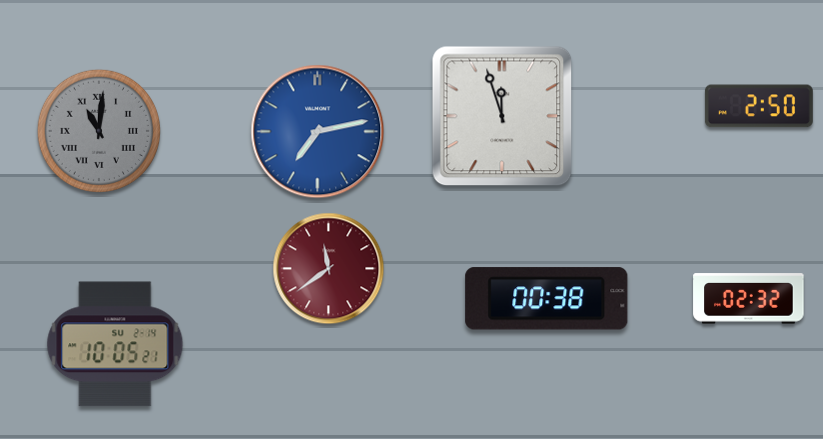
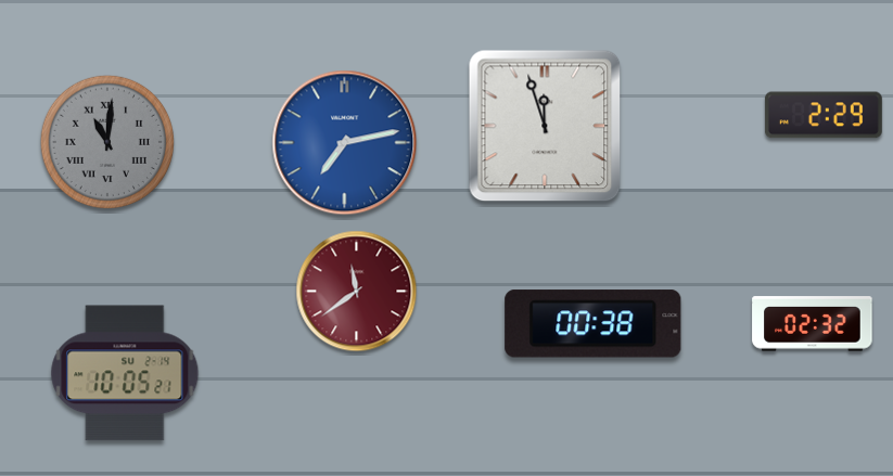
clock at (759, 106): 2:50 -> 2:29
